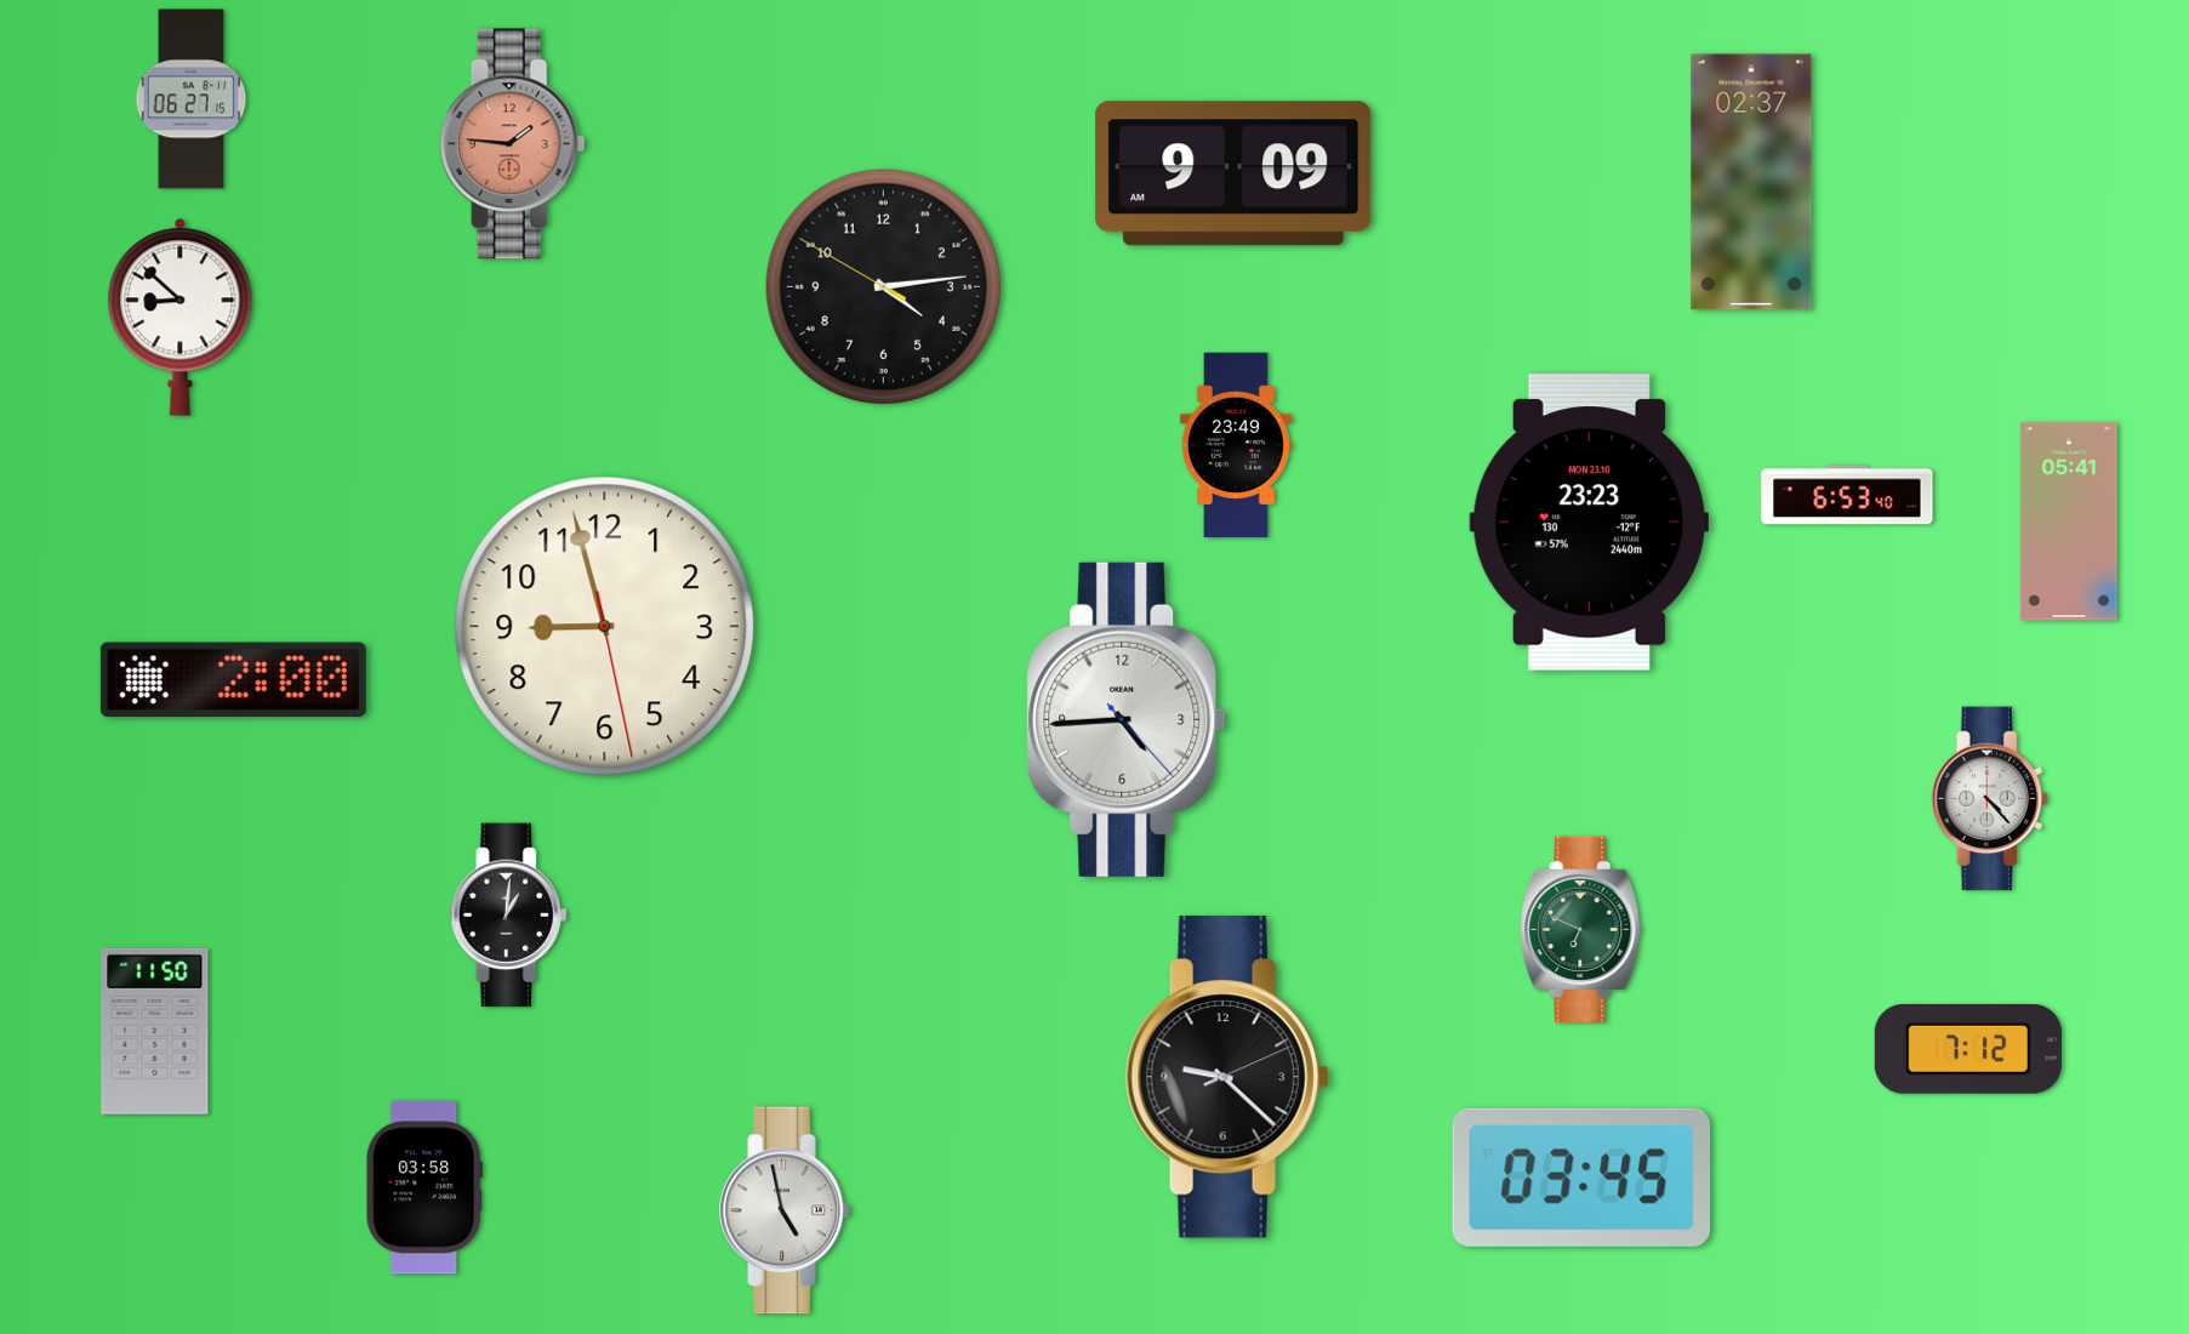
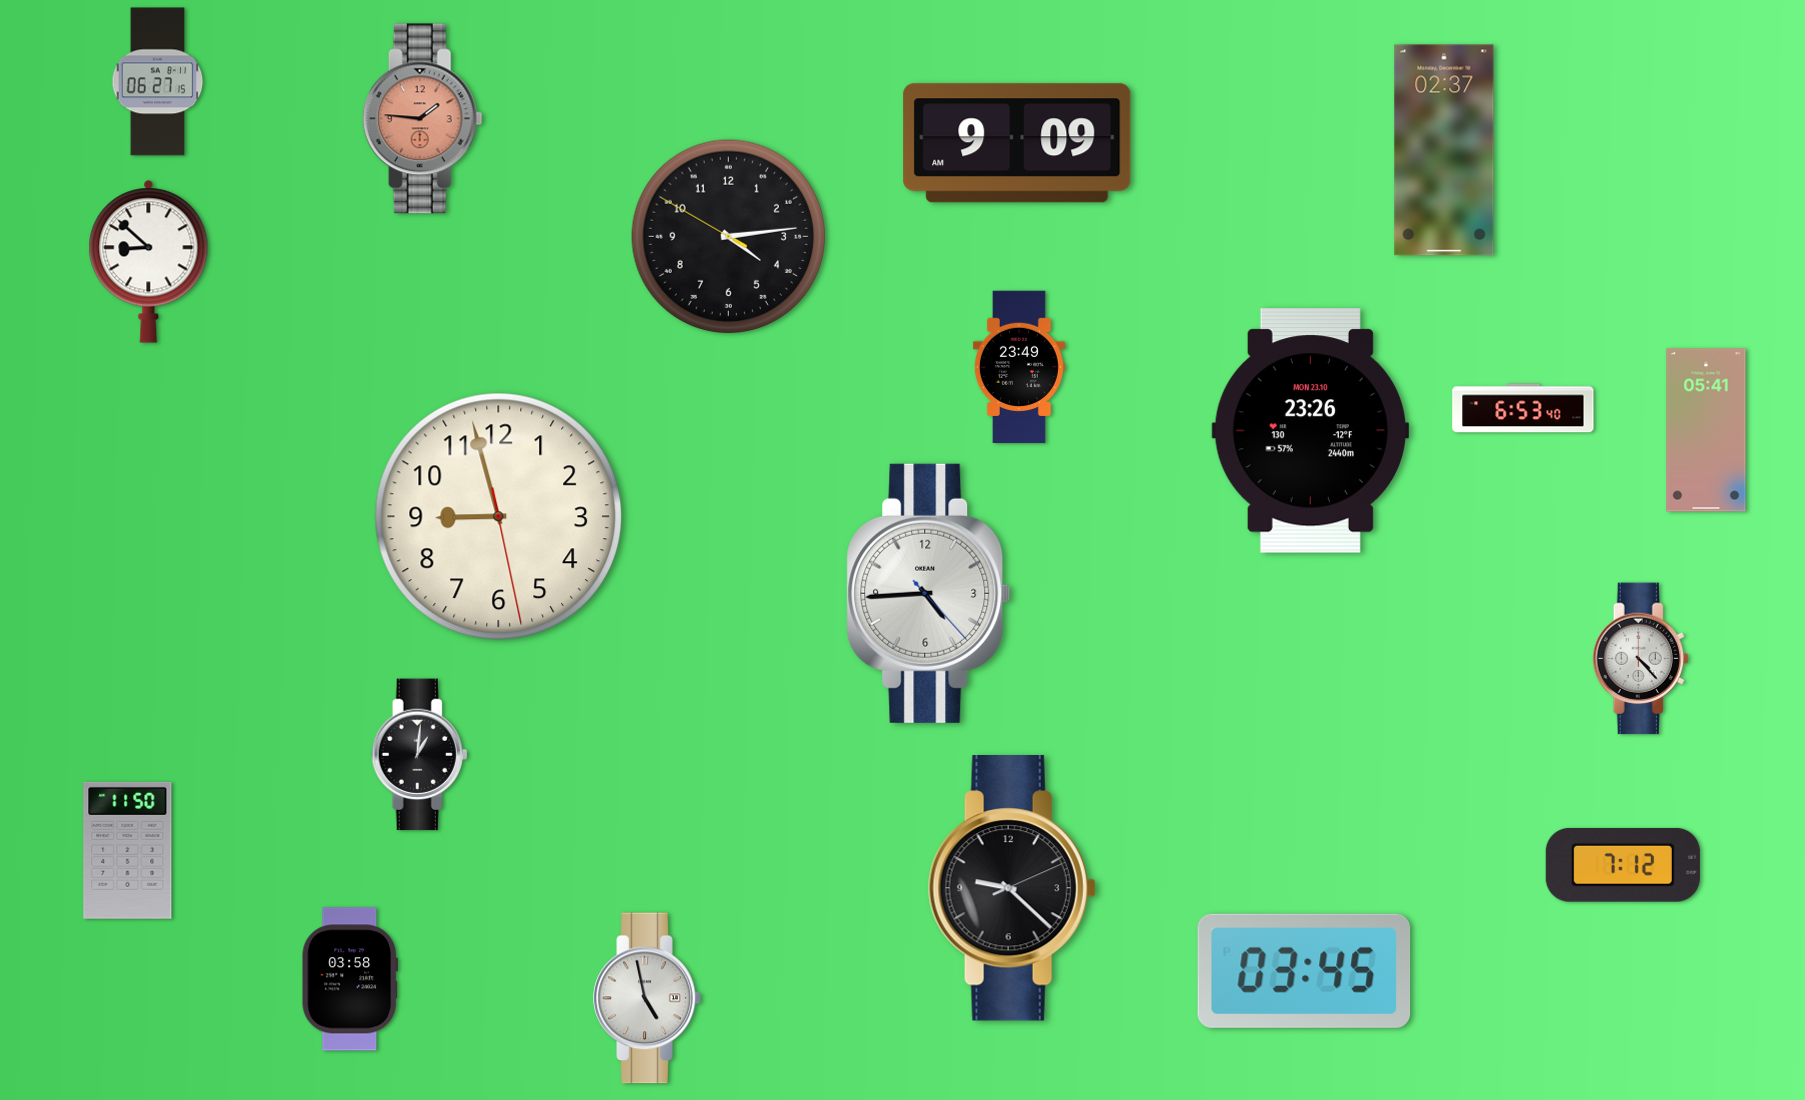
clock at (1589, 523): 23:23 -> 23:26
clock at (233, 680): 2:00 -> none
clock at (1581, 929): 6:49 -> none
